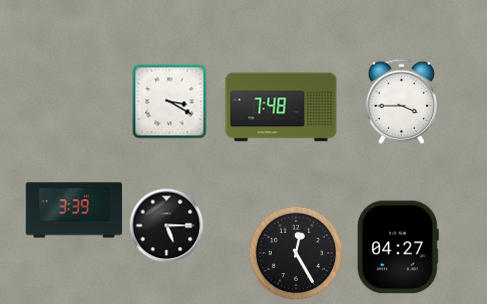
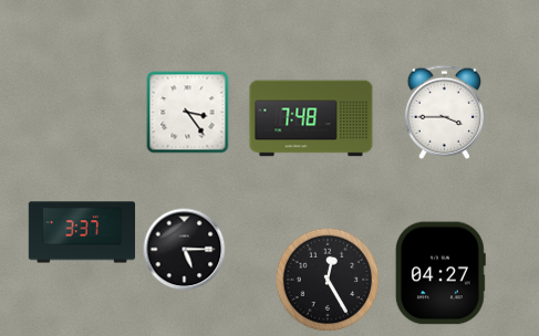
clock at (170, 102): 3:20 -> 3:24
clock at (74, 210): 3:39 -> 3:37
